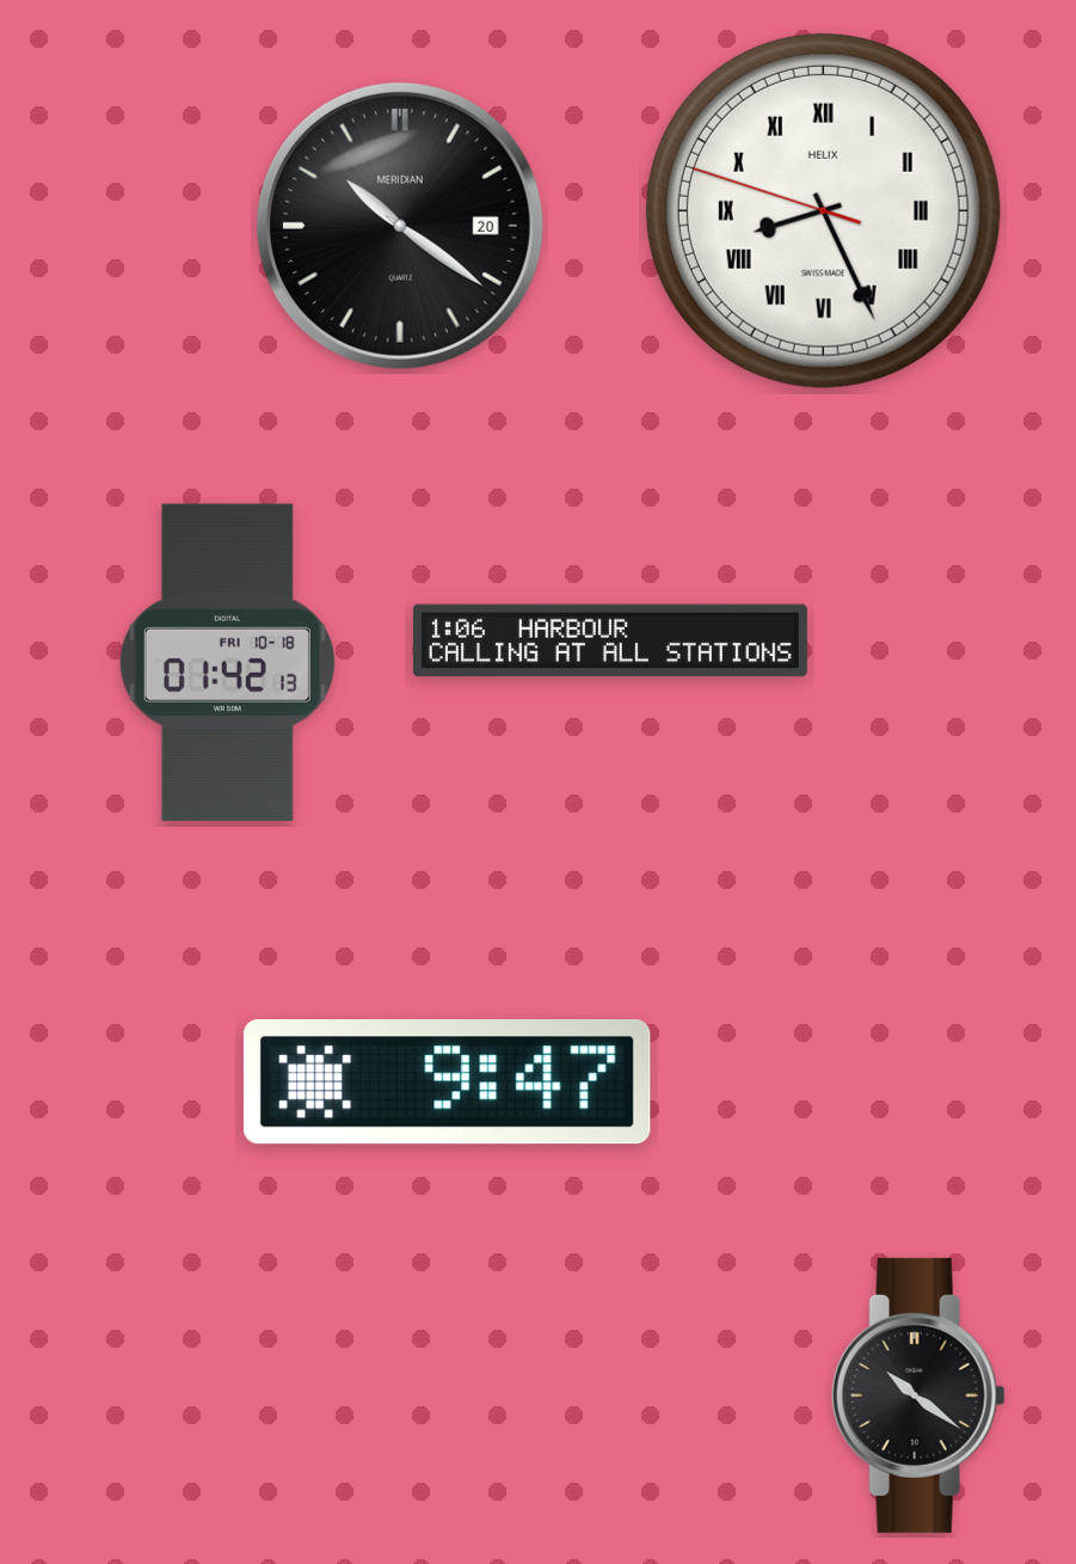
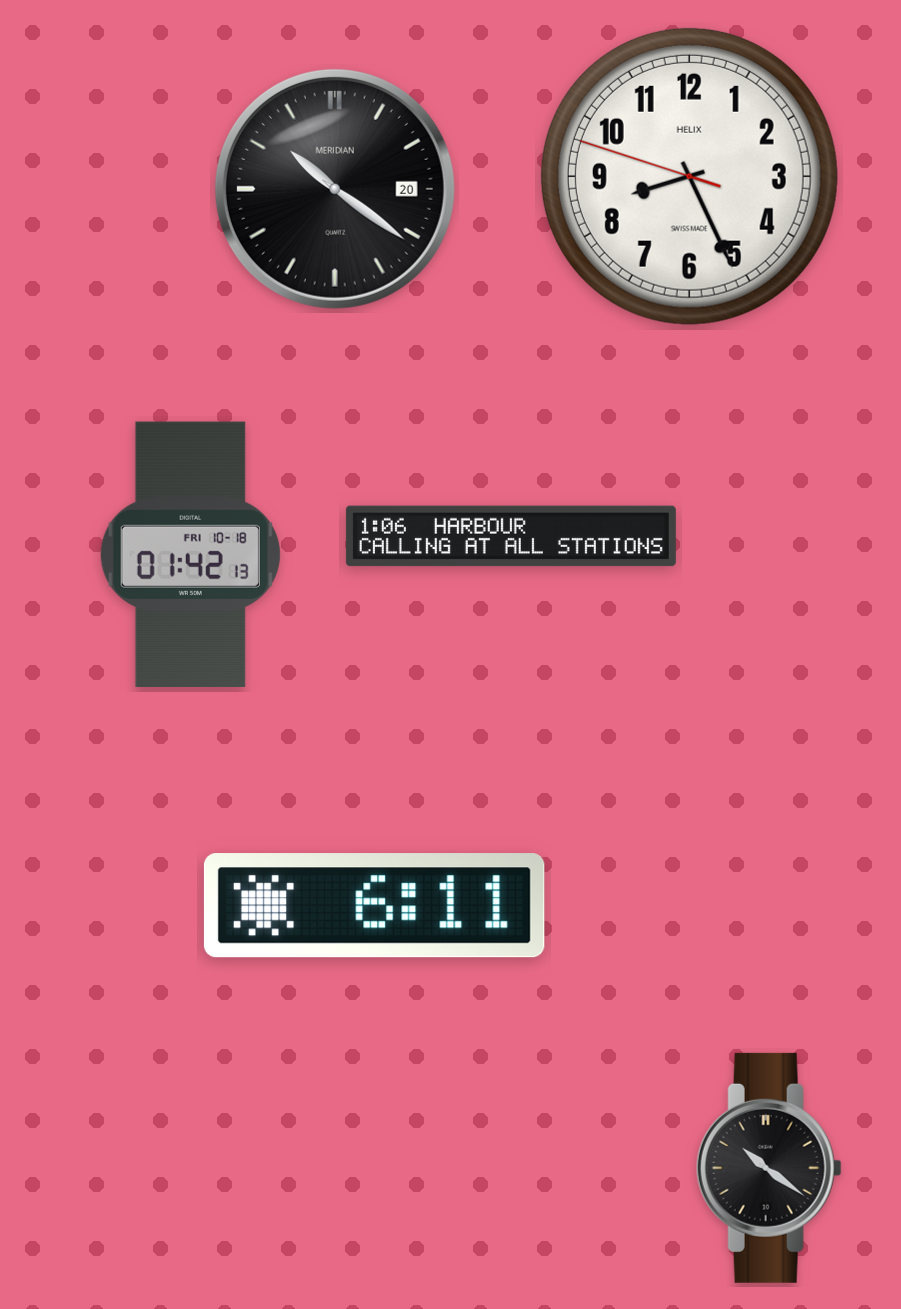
clock at (823, 210) numerals: Roman -> Arabic
clock at (447, 1082): 9:47 -> 6:11
